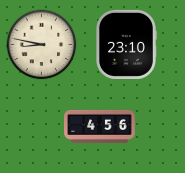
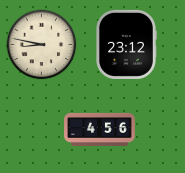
clock at (126, 44): 23:10 -> 23:12
clock at (100, 126) position: (100, 126) -> (100, 129)
